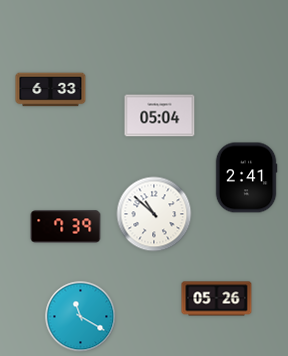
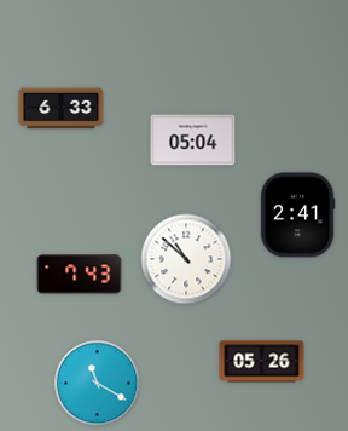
clock at (66, 227): 7:39 -> 7:43
